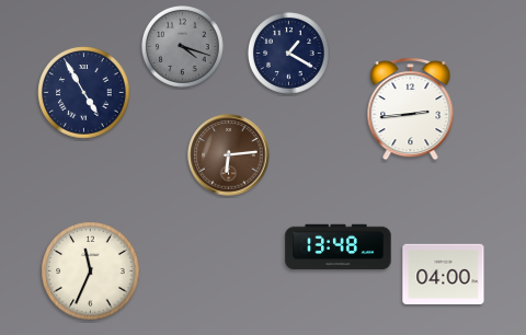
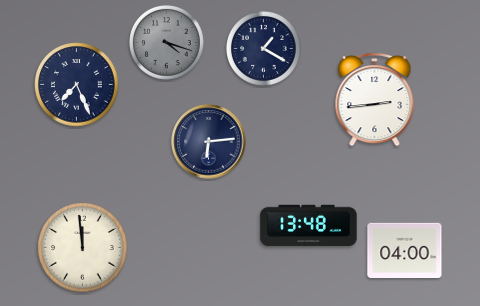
clock at (84, 93): 4:55 -> 7:26
clock at (229, 155) dial: brown -> navy
clock at (91, 272): 11:34 -> 11:59
